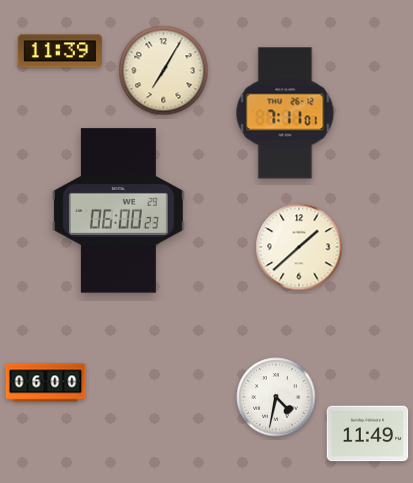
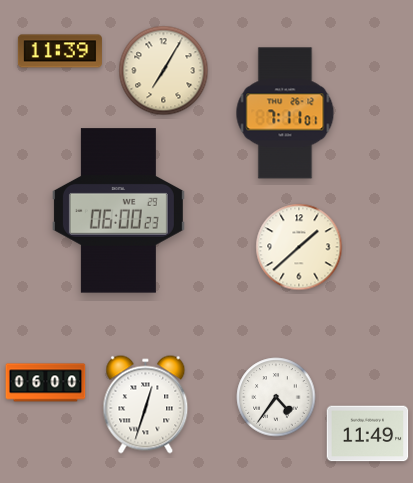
clock at (276, 397): 4:32 -> 4:36
clock at (146, 405): none -> 12:33
